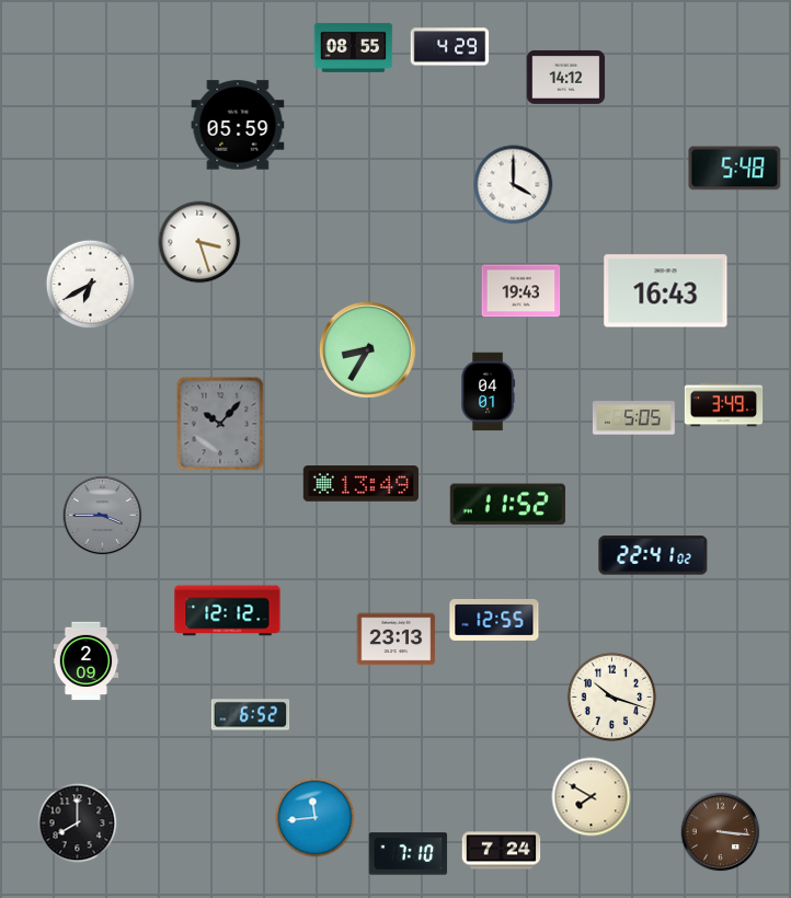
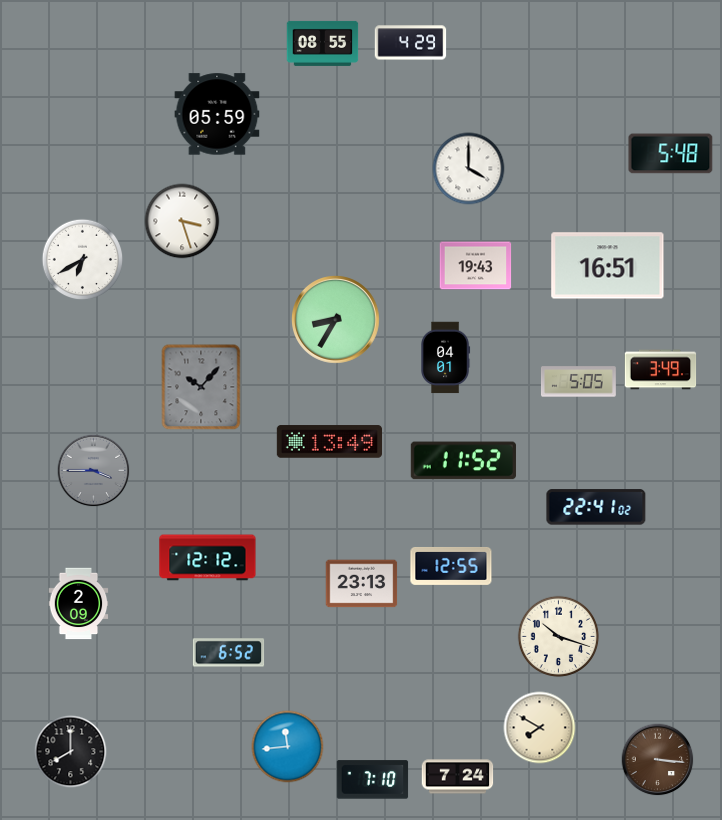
clock at (566, 77): 14:12 -> none
clock at (666, 291): 16:43 -> 16:51
